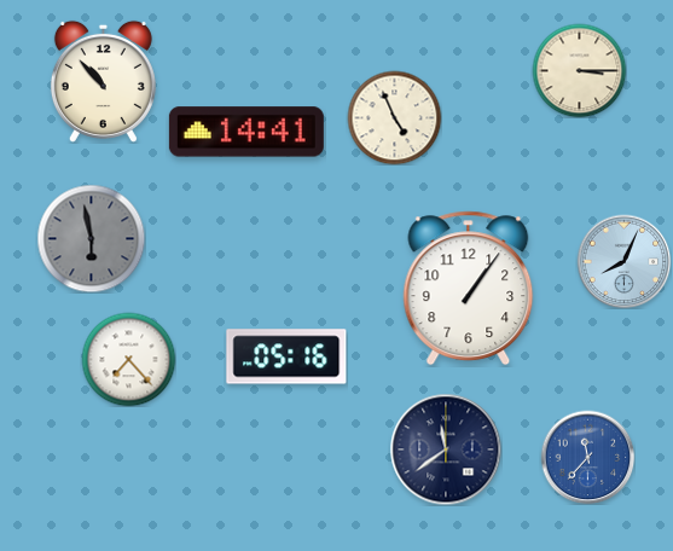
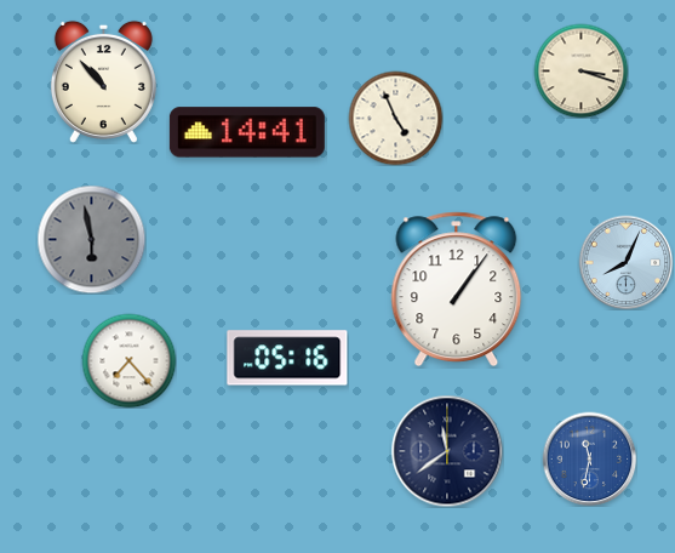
clock at (579, 70): 3:15 -> 3:18
clock at (469, 289) position: (469, 289) -> (457, 290)
clock at (587, 457): 11:37 -> 11:32
